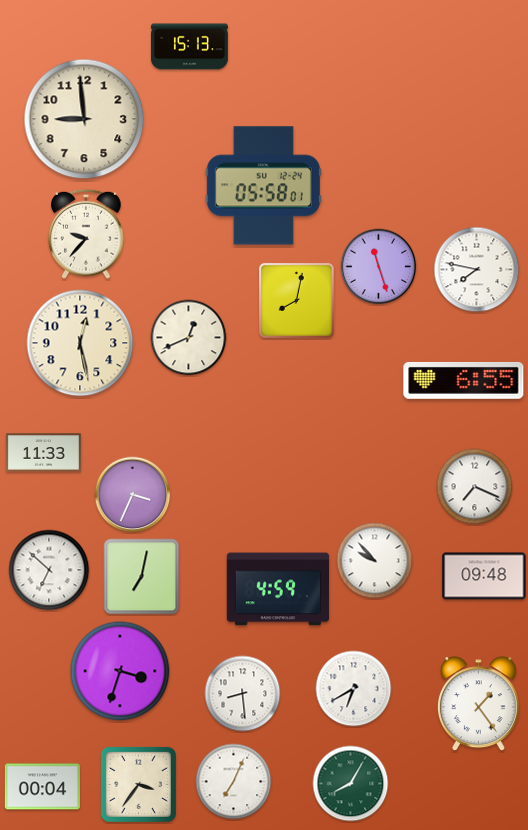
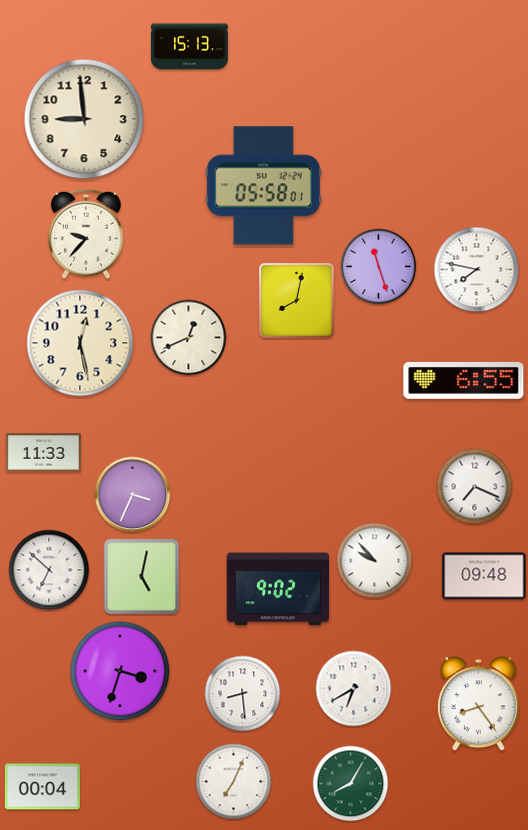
clock at (142, 577): 7:02 -> 5:02
clock at (278, 589): 4:59 -> 9:02
clock at (478, 704): 1:24 -> 8:24
clock at (138, 784): 3:36 -> none
